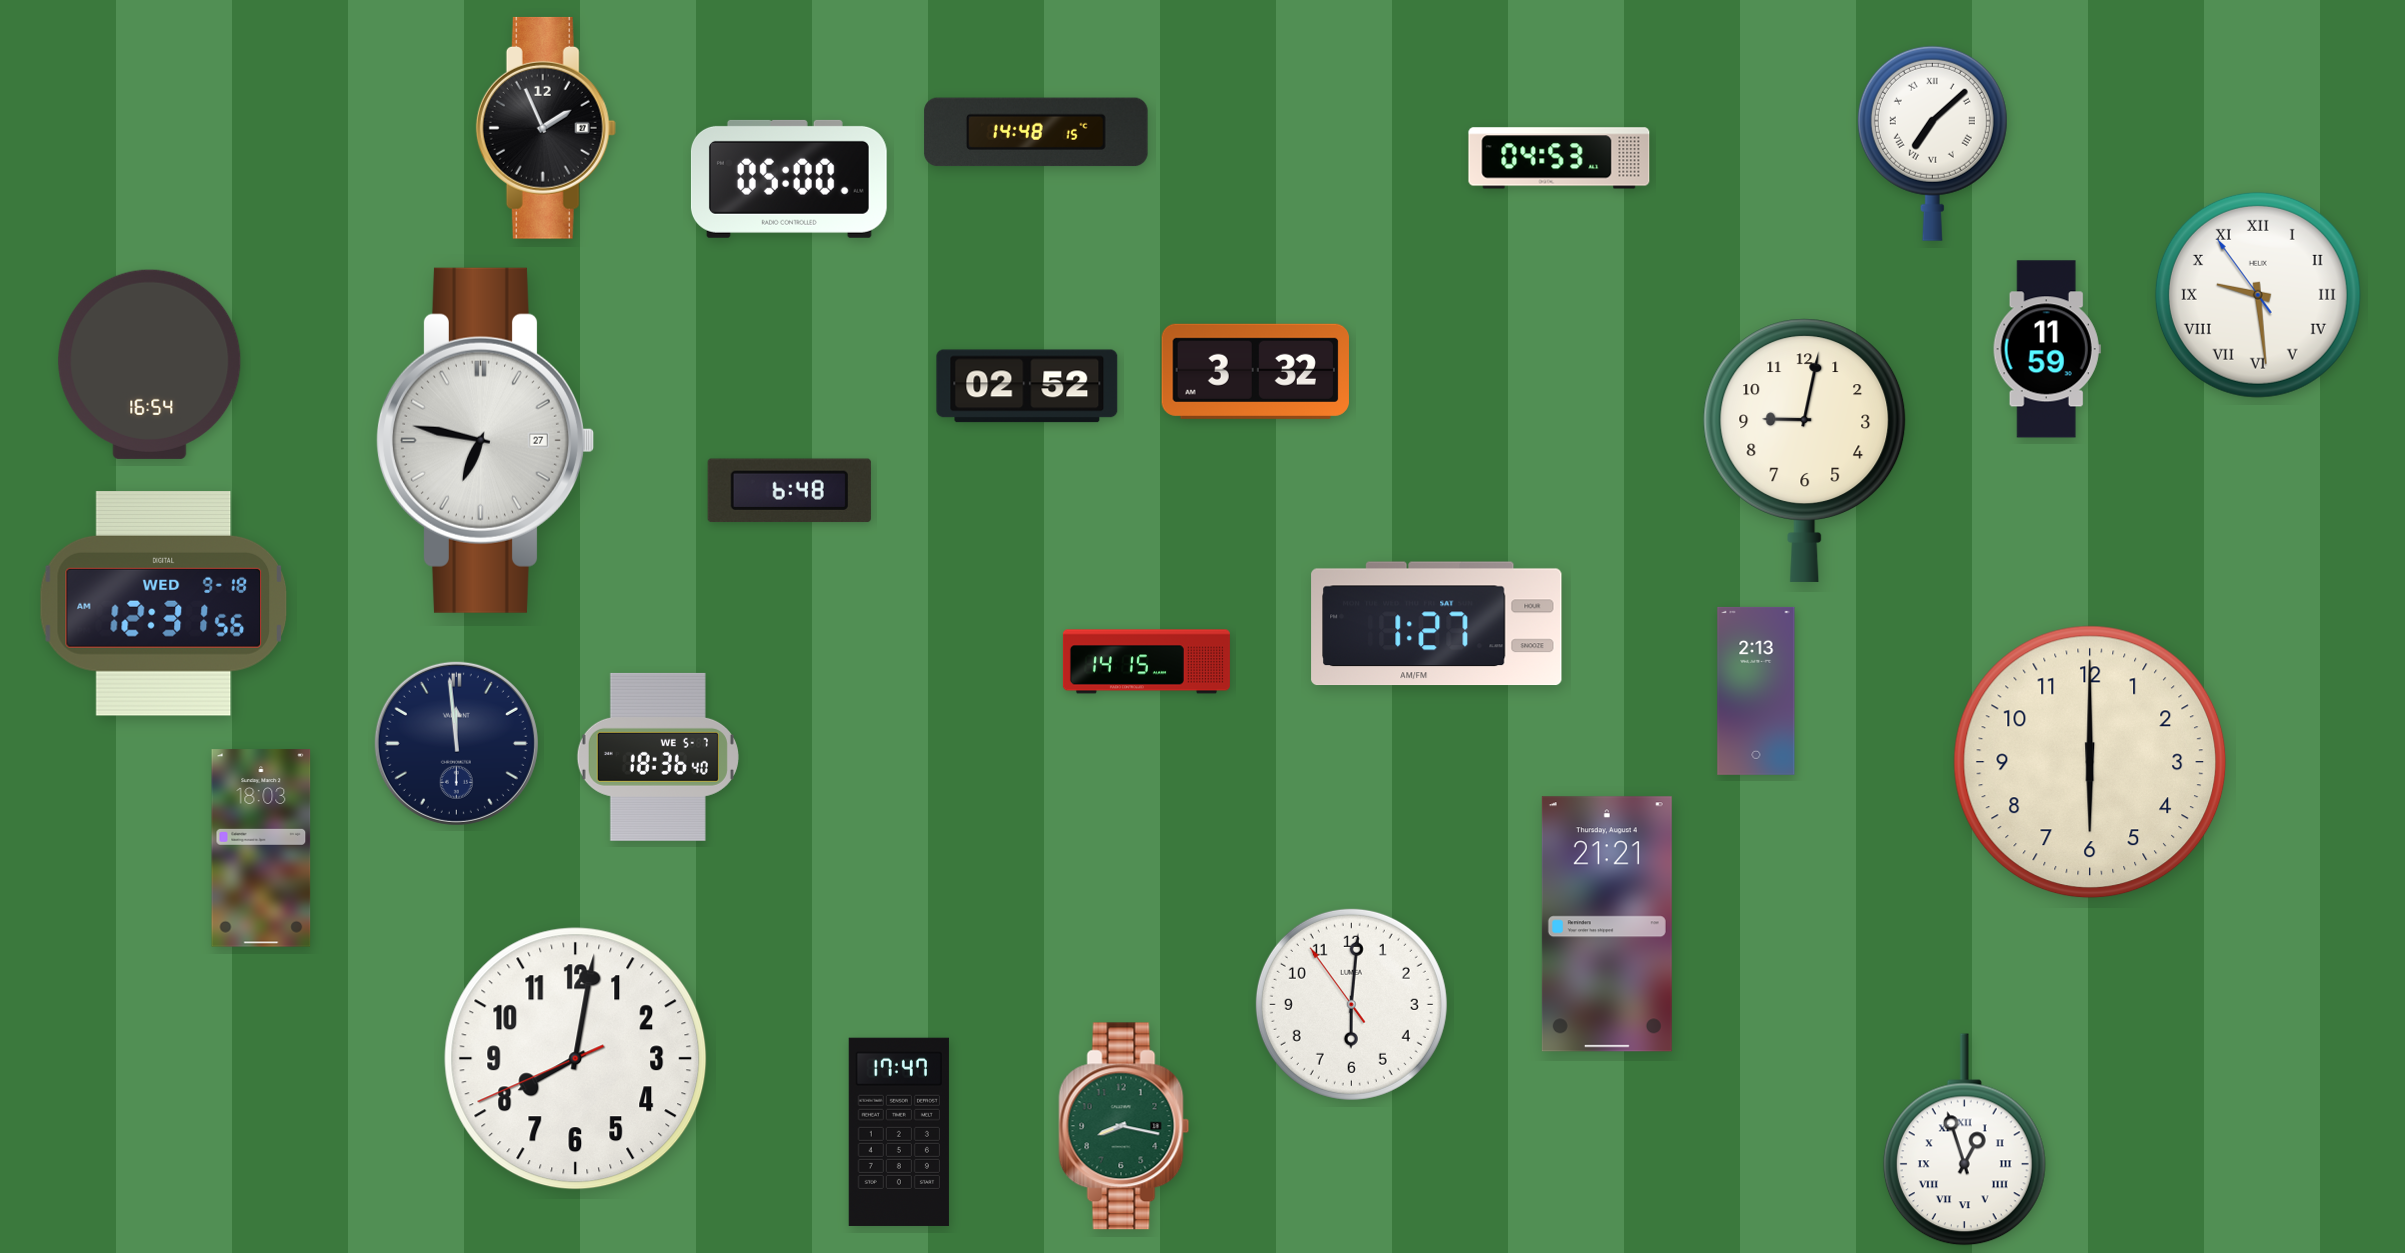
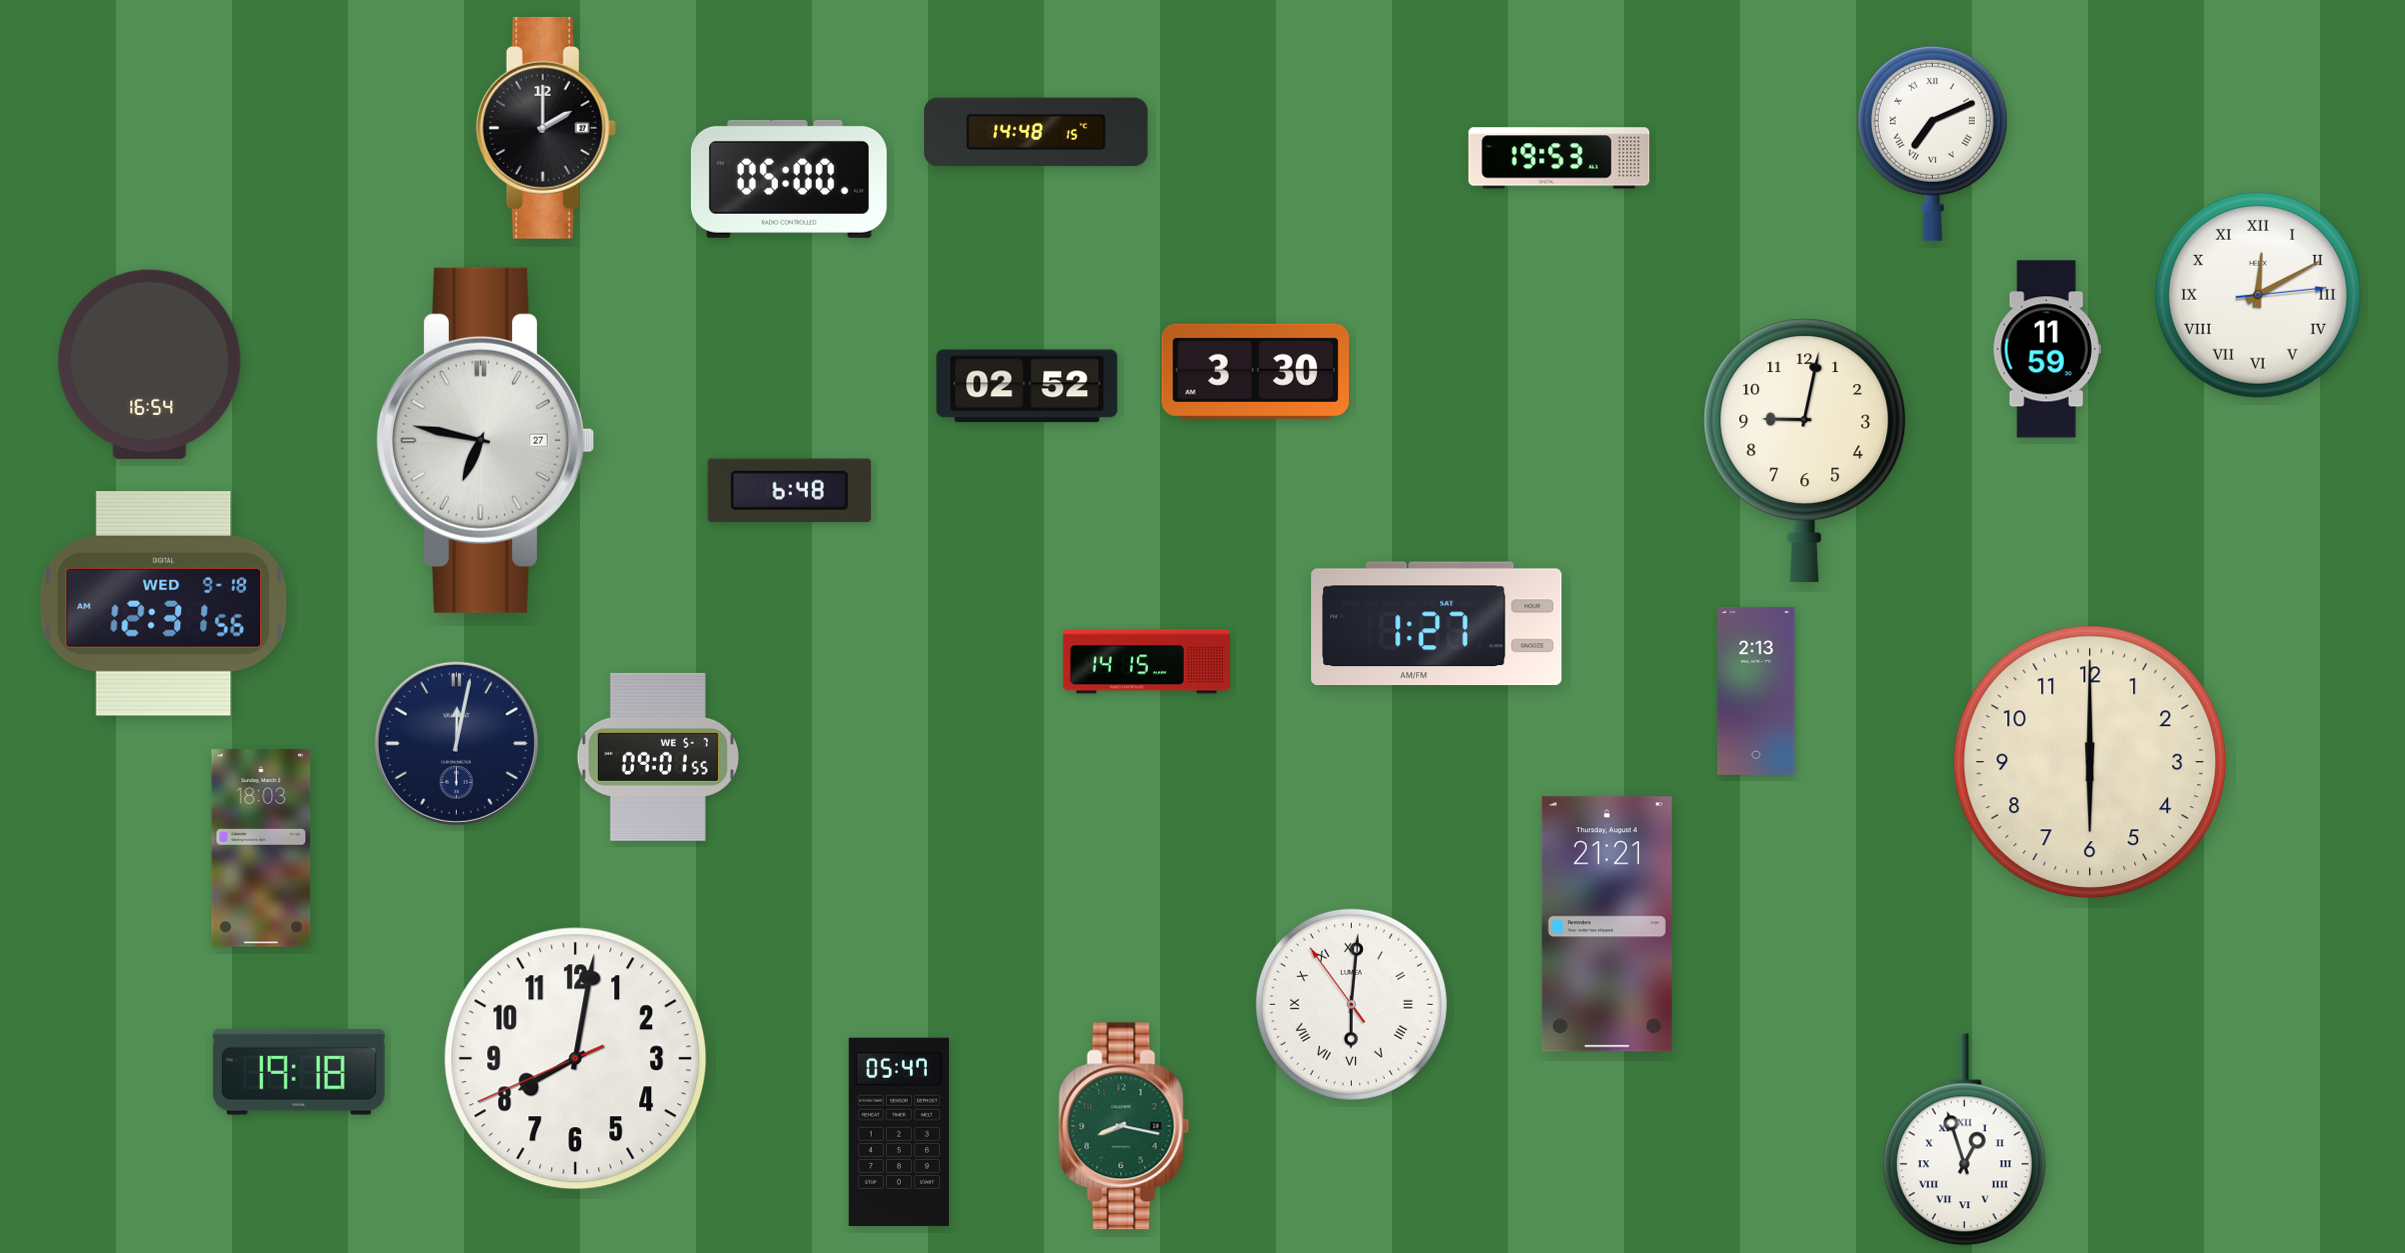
clock at (546, 128): 1:56 -> 2:00
clock at (1932, 143): 7:08 -> 7:11
clock at (1559, 158): 04:53 -> 19:53
clock at (2258, 295): 9:28 -> 12:10
clock at (1255, 371): 3:32 -> 3:30
clock at (456, 743): 11:59 -> 12:02
clock at (658, 757): 18:36 -> 09:01
clock at (1351, 1004) numerals: Arabic -> Roman
clock at (300, 1073): none -> 19:18
clock at (899, 1132): 17:47 -> 05:47
